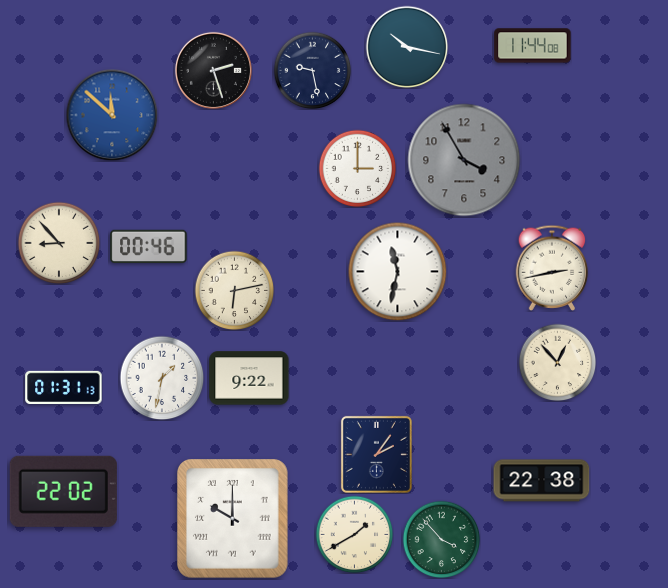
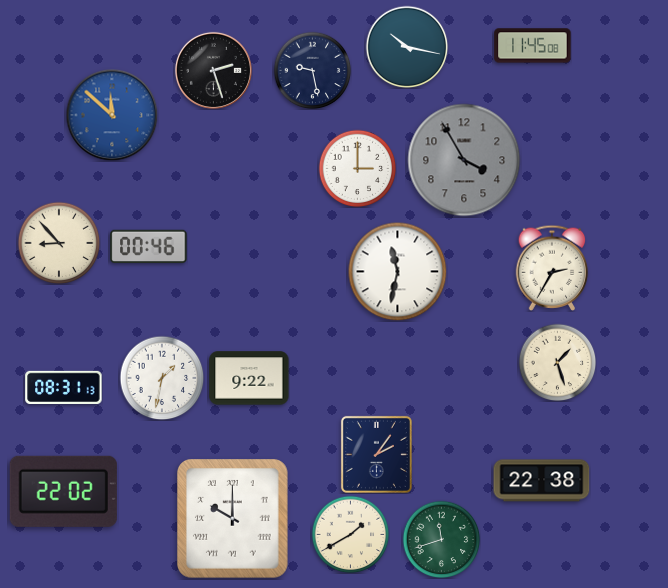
clock at (533, 46): 11:44 -> 11:45
clock at (552, 268): 2:43 -> 2:35
clock at (234, 290): 6:13 -> none
clock at (557, 362): 12:53 -> 1:27
clock at (64, 387): 01:31 -> 08:31
clock at (354, 534) position: (354, 534) -> (350, 534)
clock at (441, 539): 3:53 -> 11:42
